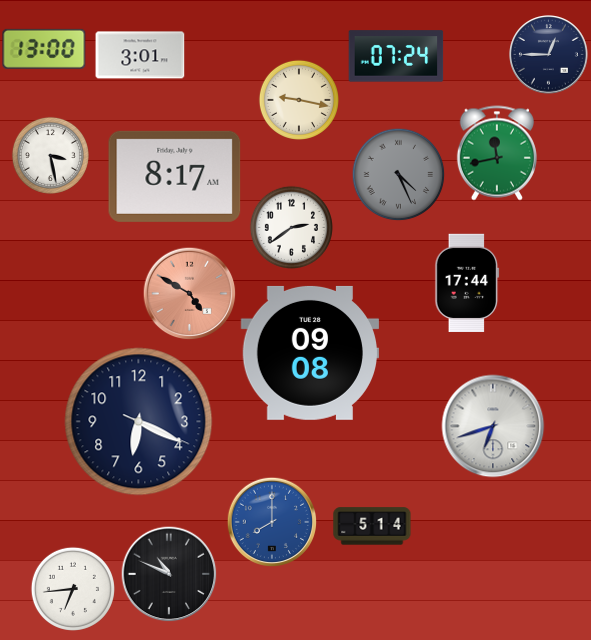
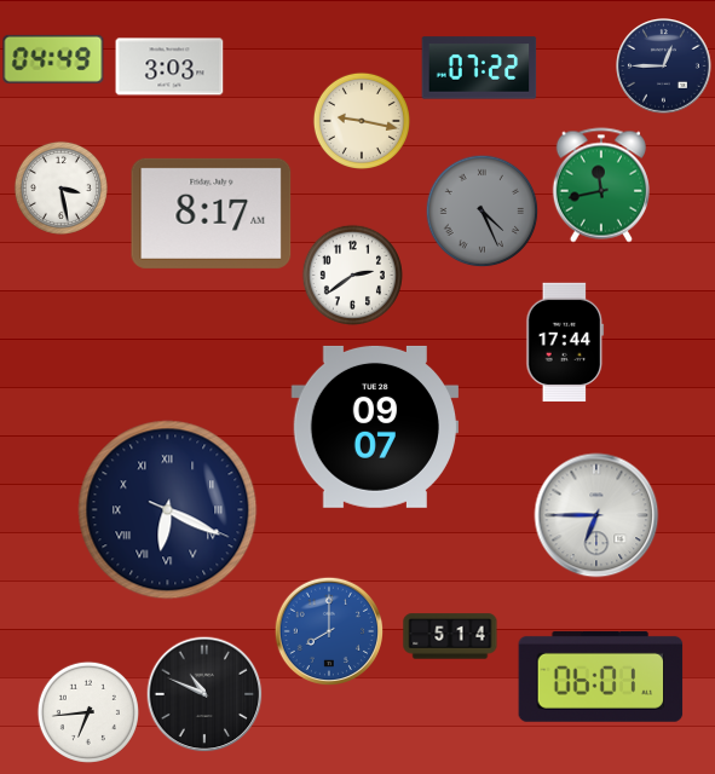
clock at (44, 49): 13:00 -> 04:49
clock at (140, 55): 3:01 -> 3:03
clock at (396, 56): 07:24 -> 07:22
clock at (189, 293): 4:50 -> none
clock at (309, 353): 09:08 -> 09:07
clock at (139, 422) numerals: Arabic -> Roman
clock at (493, 426): 6:42 -> 6:45
clock at (601, 676): none -> 06:01
